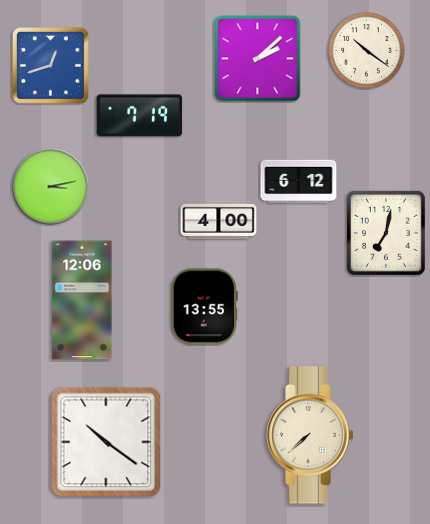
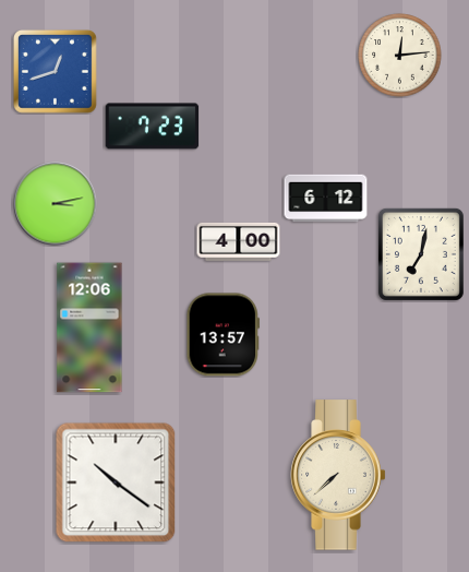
clock at (367, 51): 10:21 -> 12:14
clock at (258, 59): 2:08 -> none
clock at (140, 116): 7:19 -> 7:23
clock at (205, 307): 13:55 -> 13:57
